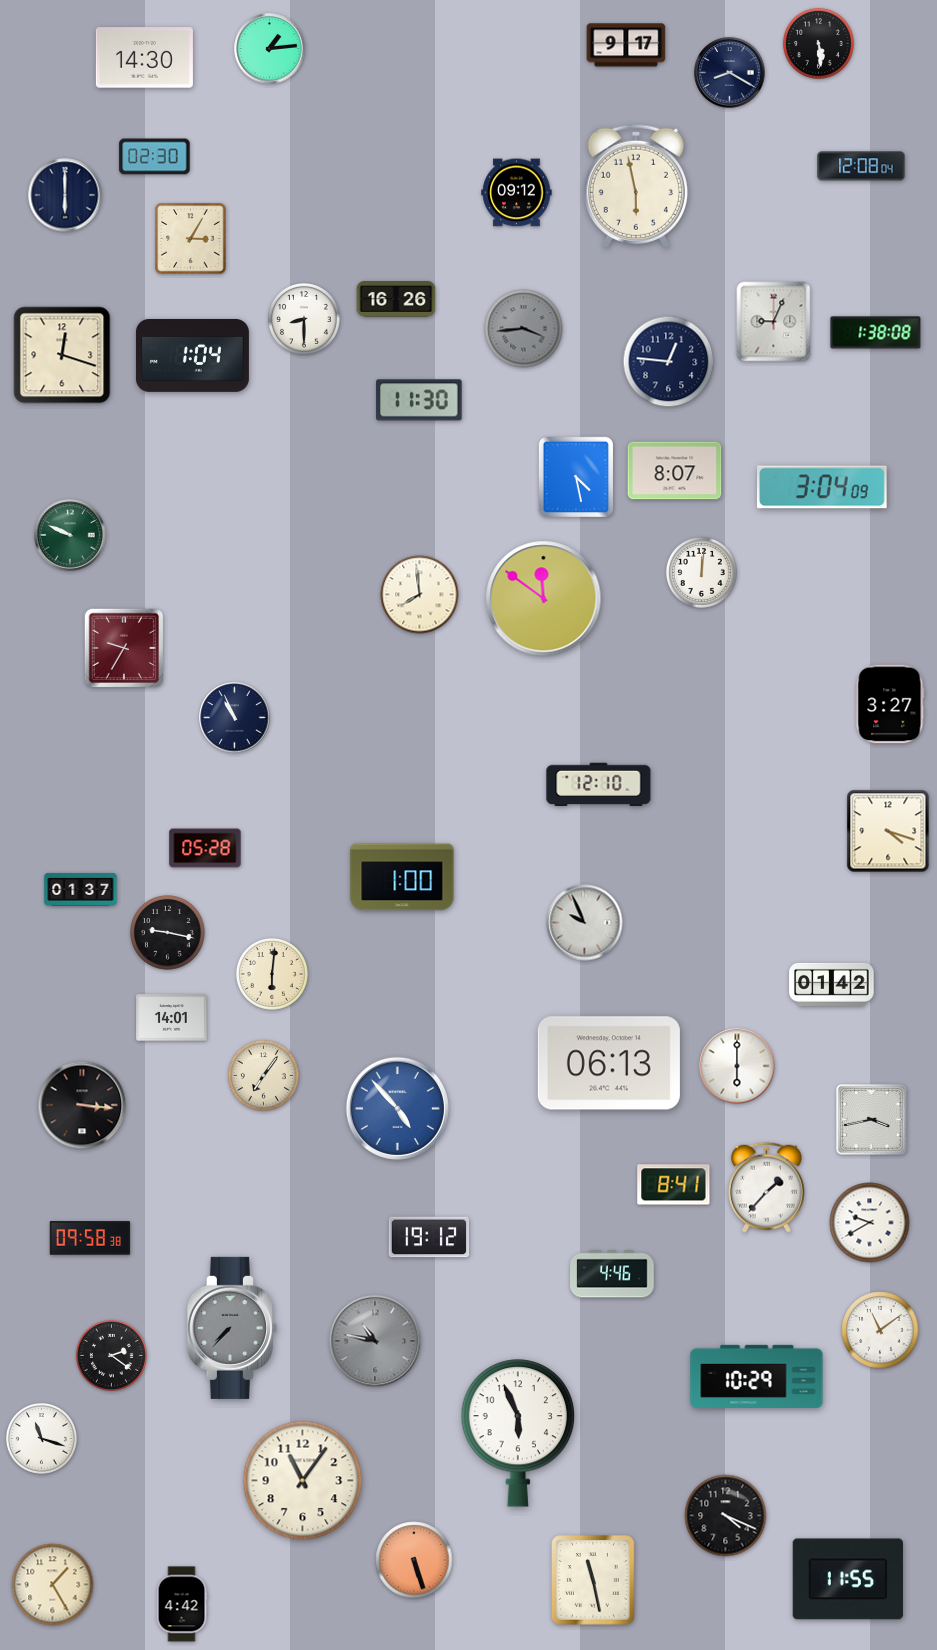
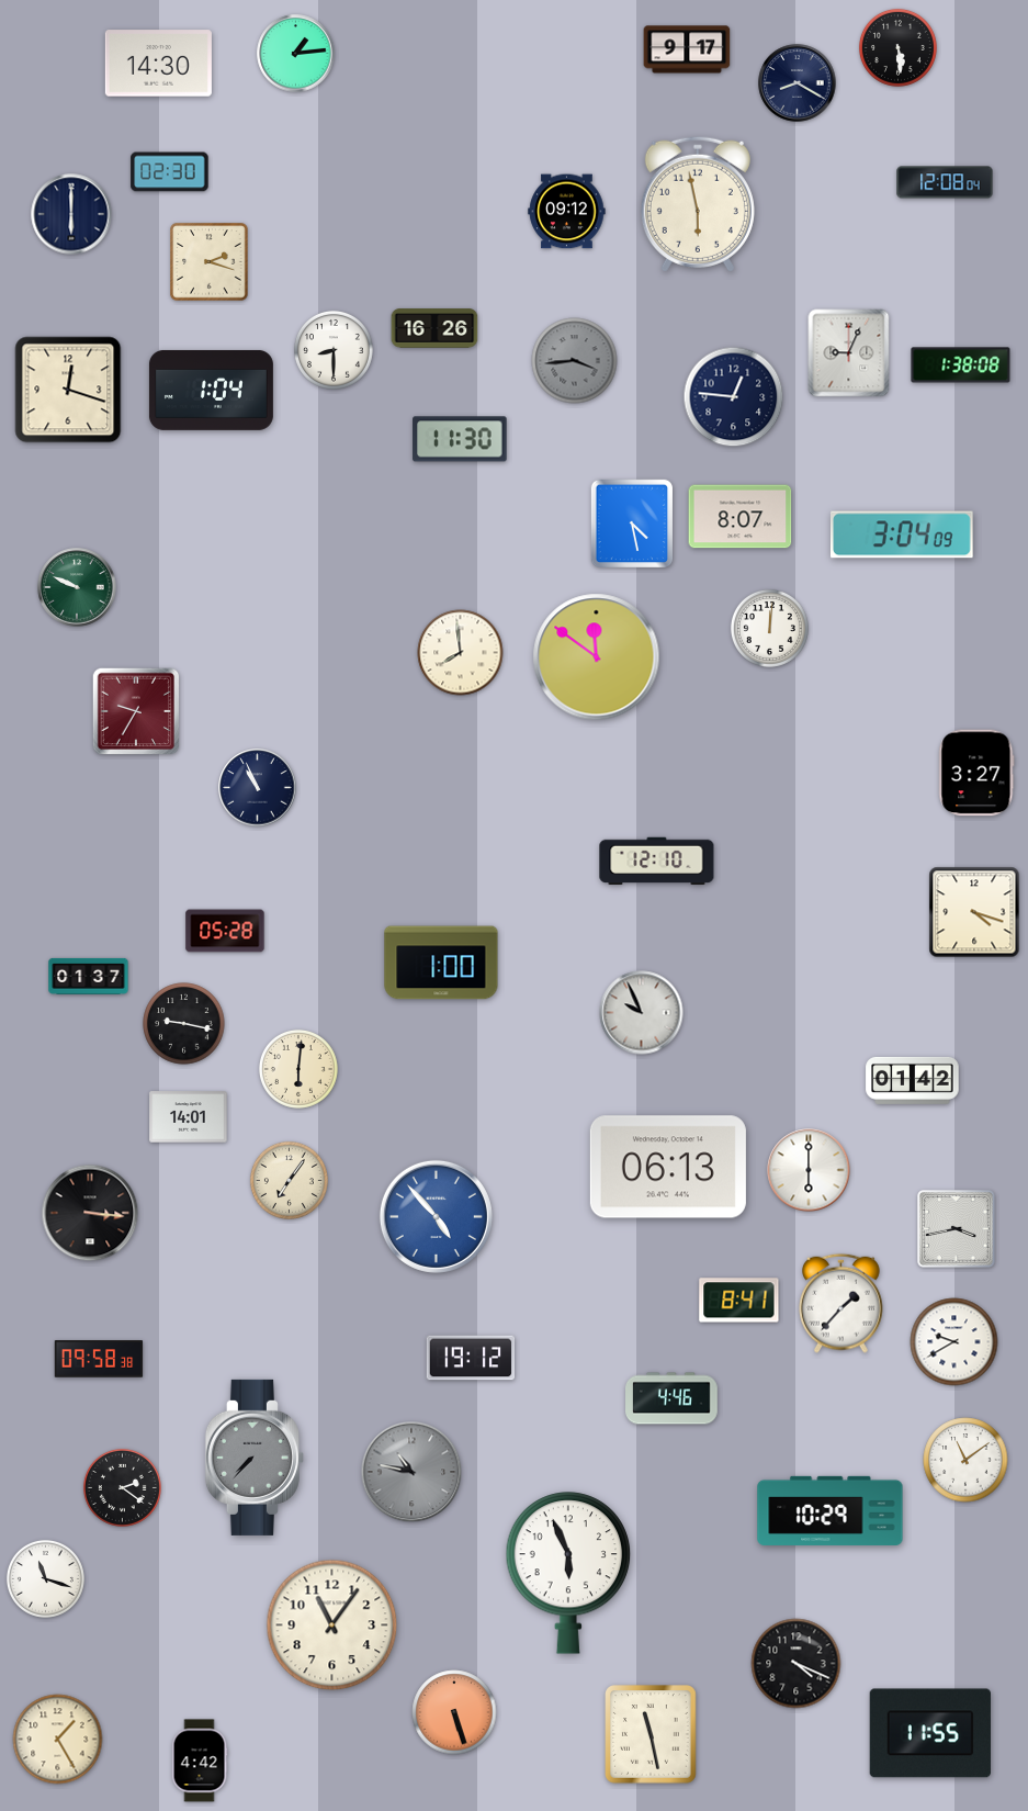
clock at (730, 73) position: (730, 73) -> (798, 83)
clock at (191, 239): 3:05 -> 2:18
